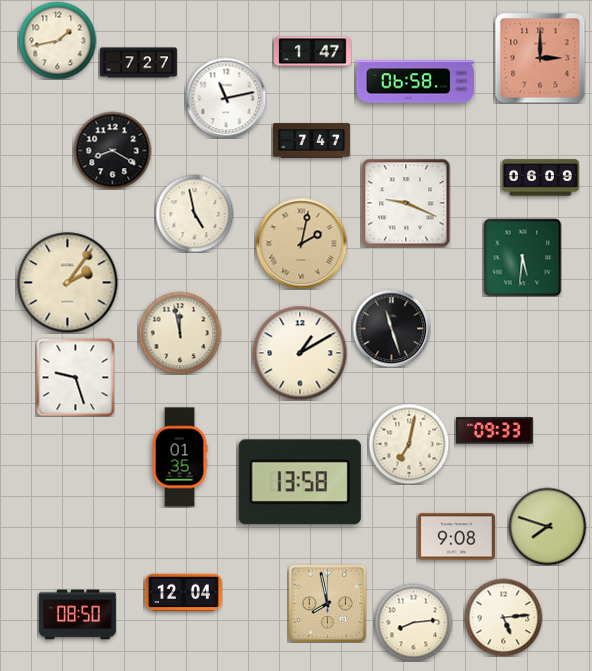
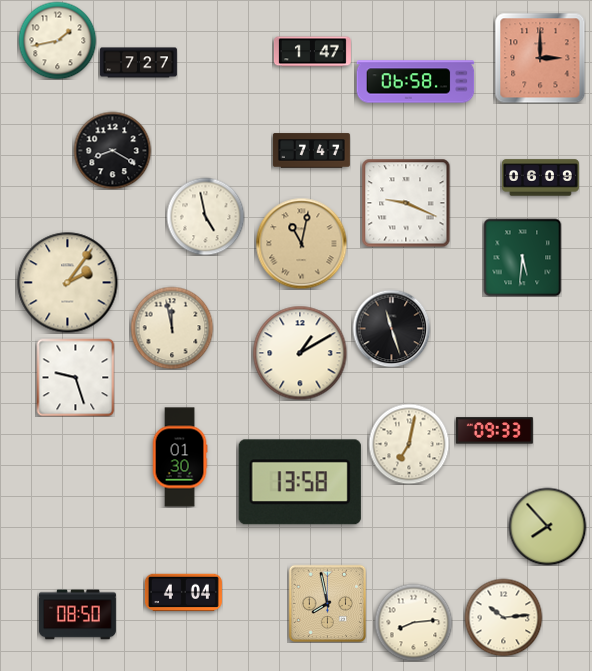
clock at (226, 98): 11:13 -> none
clock at (311, 141) position: (311, 141) -> (311, 151)
clock at (194, 213) position: (194, 213) -> (205, 216)
clock at (301, 243): 2:02 -> 11:02
clock at (180, 333) position: (180, 333) -> (172, 328)
clock at (180, 457): 01:35 -> 01:30
clock at (547, 526): 7:48 -> 7:53
clock at (456, 537): 9:08 -> none
clock at (183, 593): 12:04 -> 4:04
clock at (503, 617): 5:14 -> 10:14
